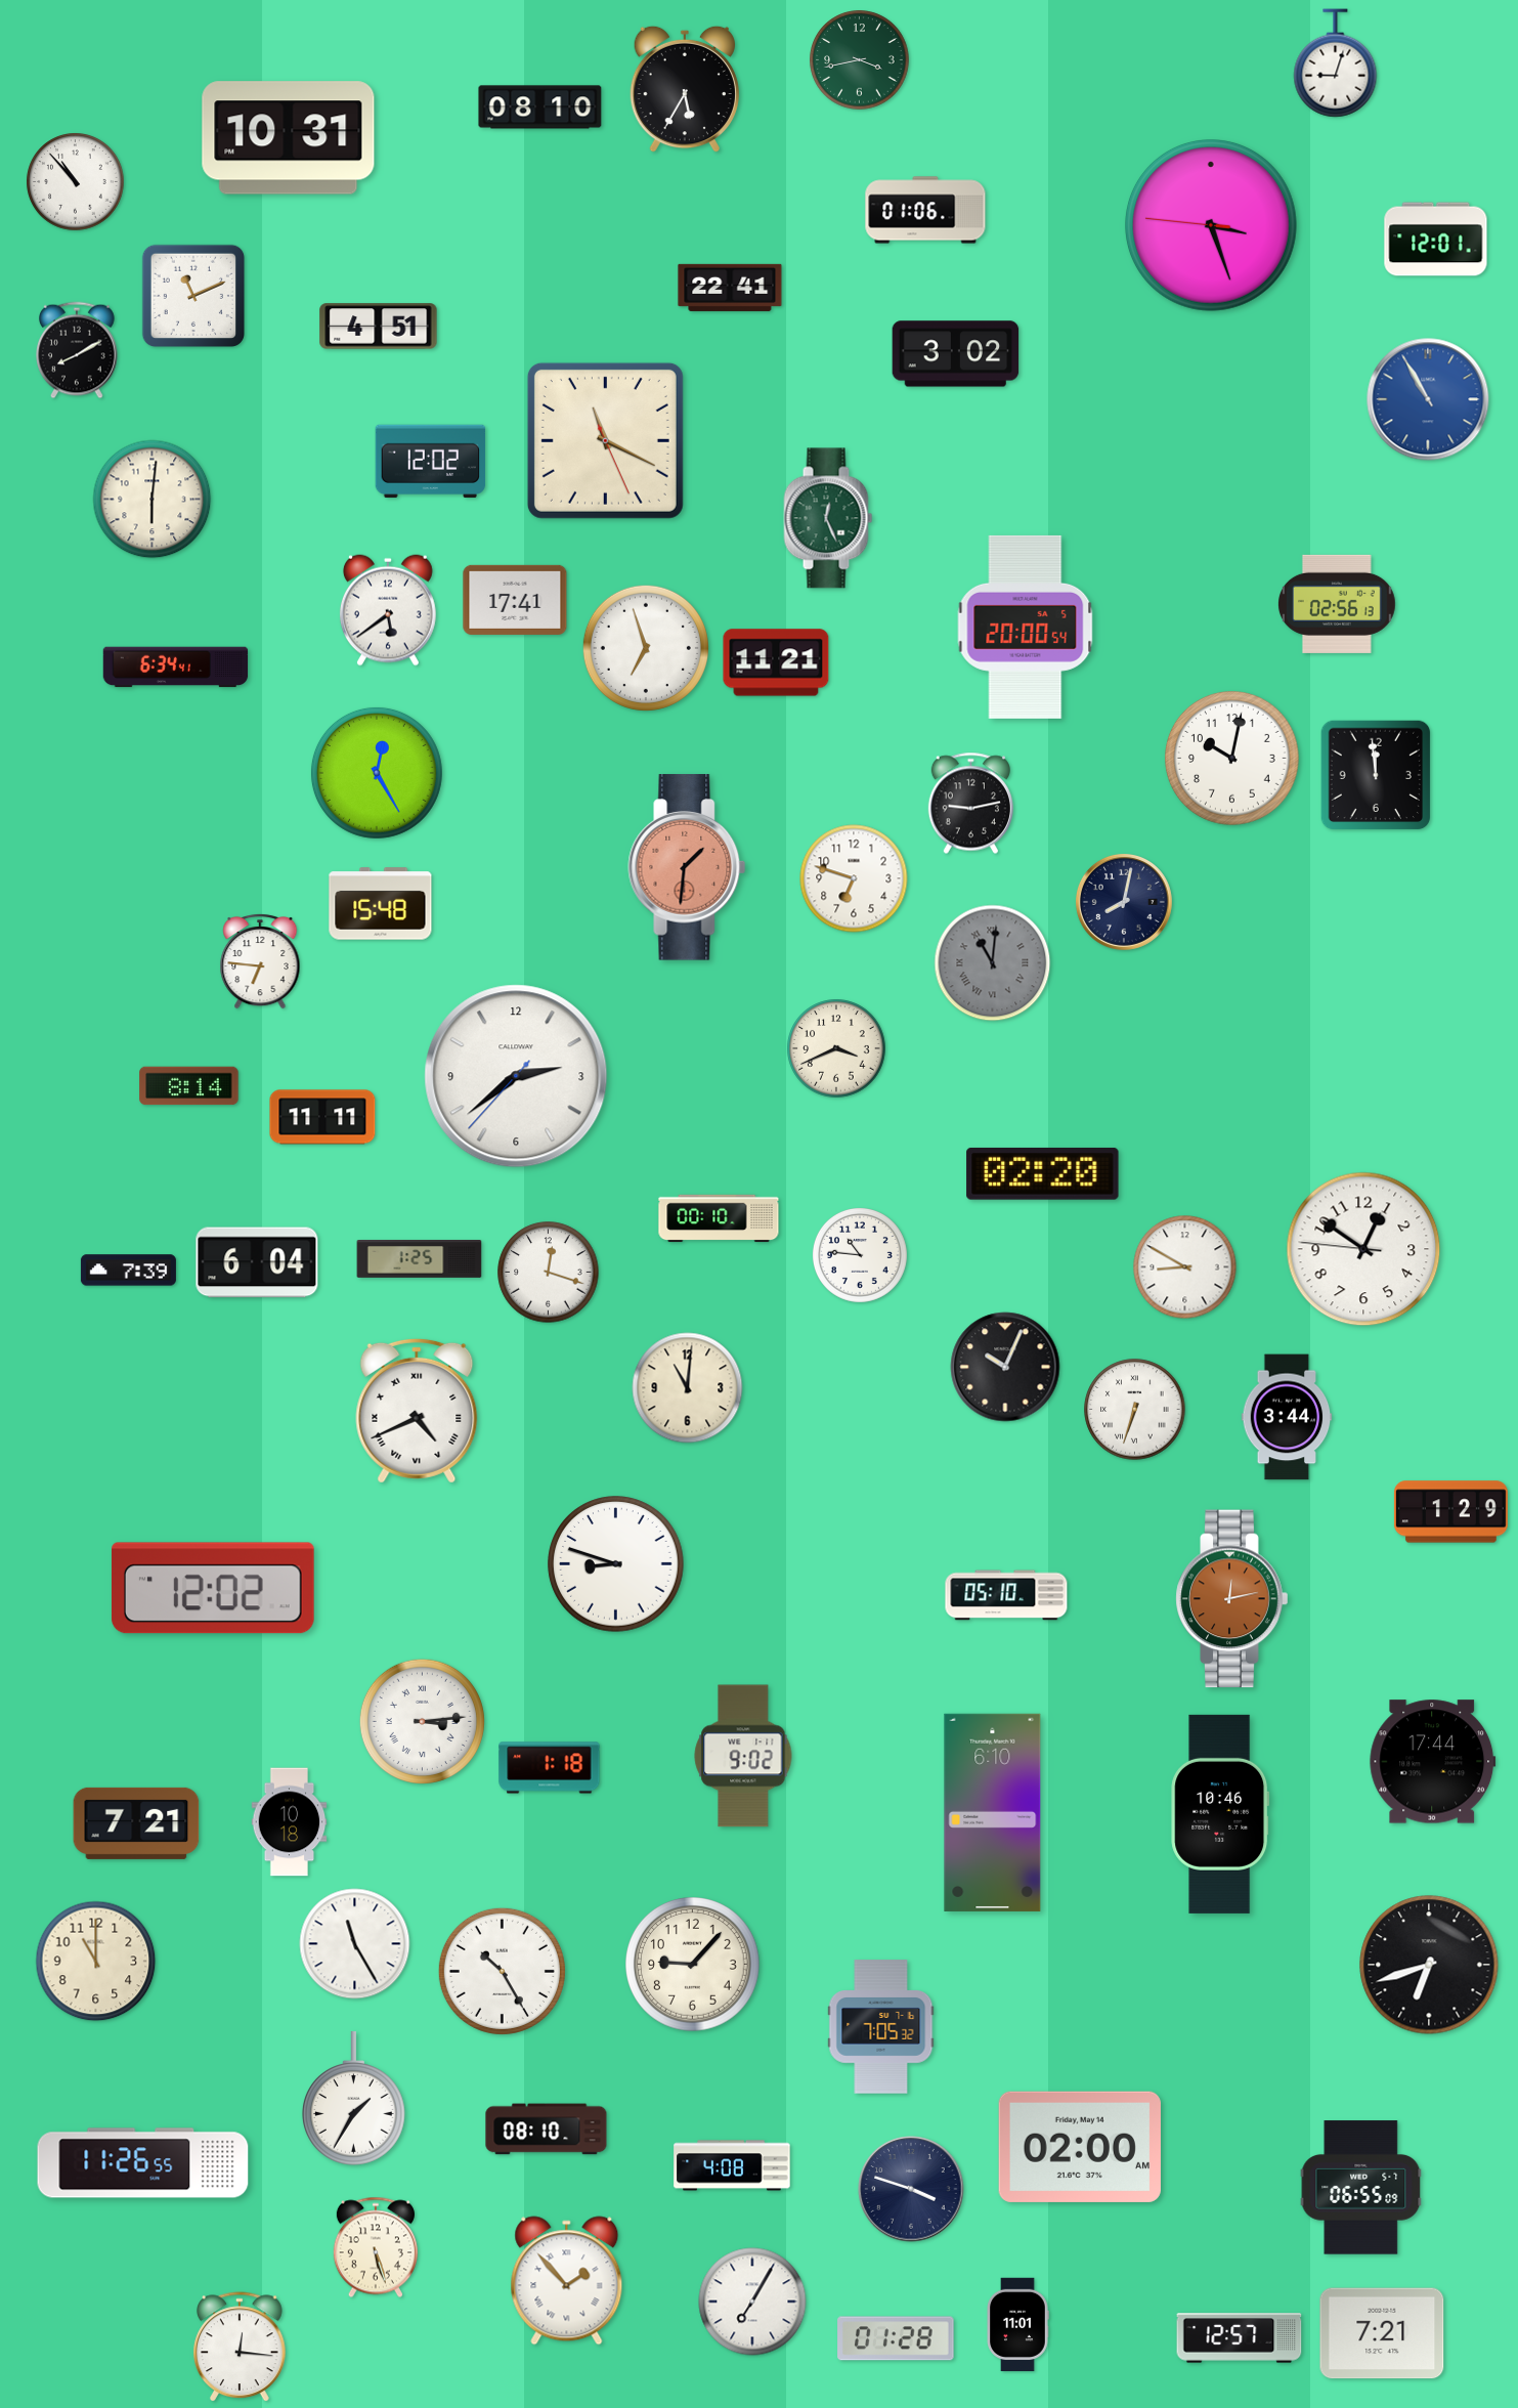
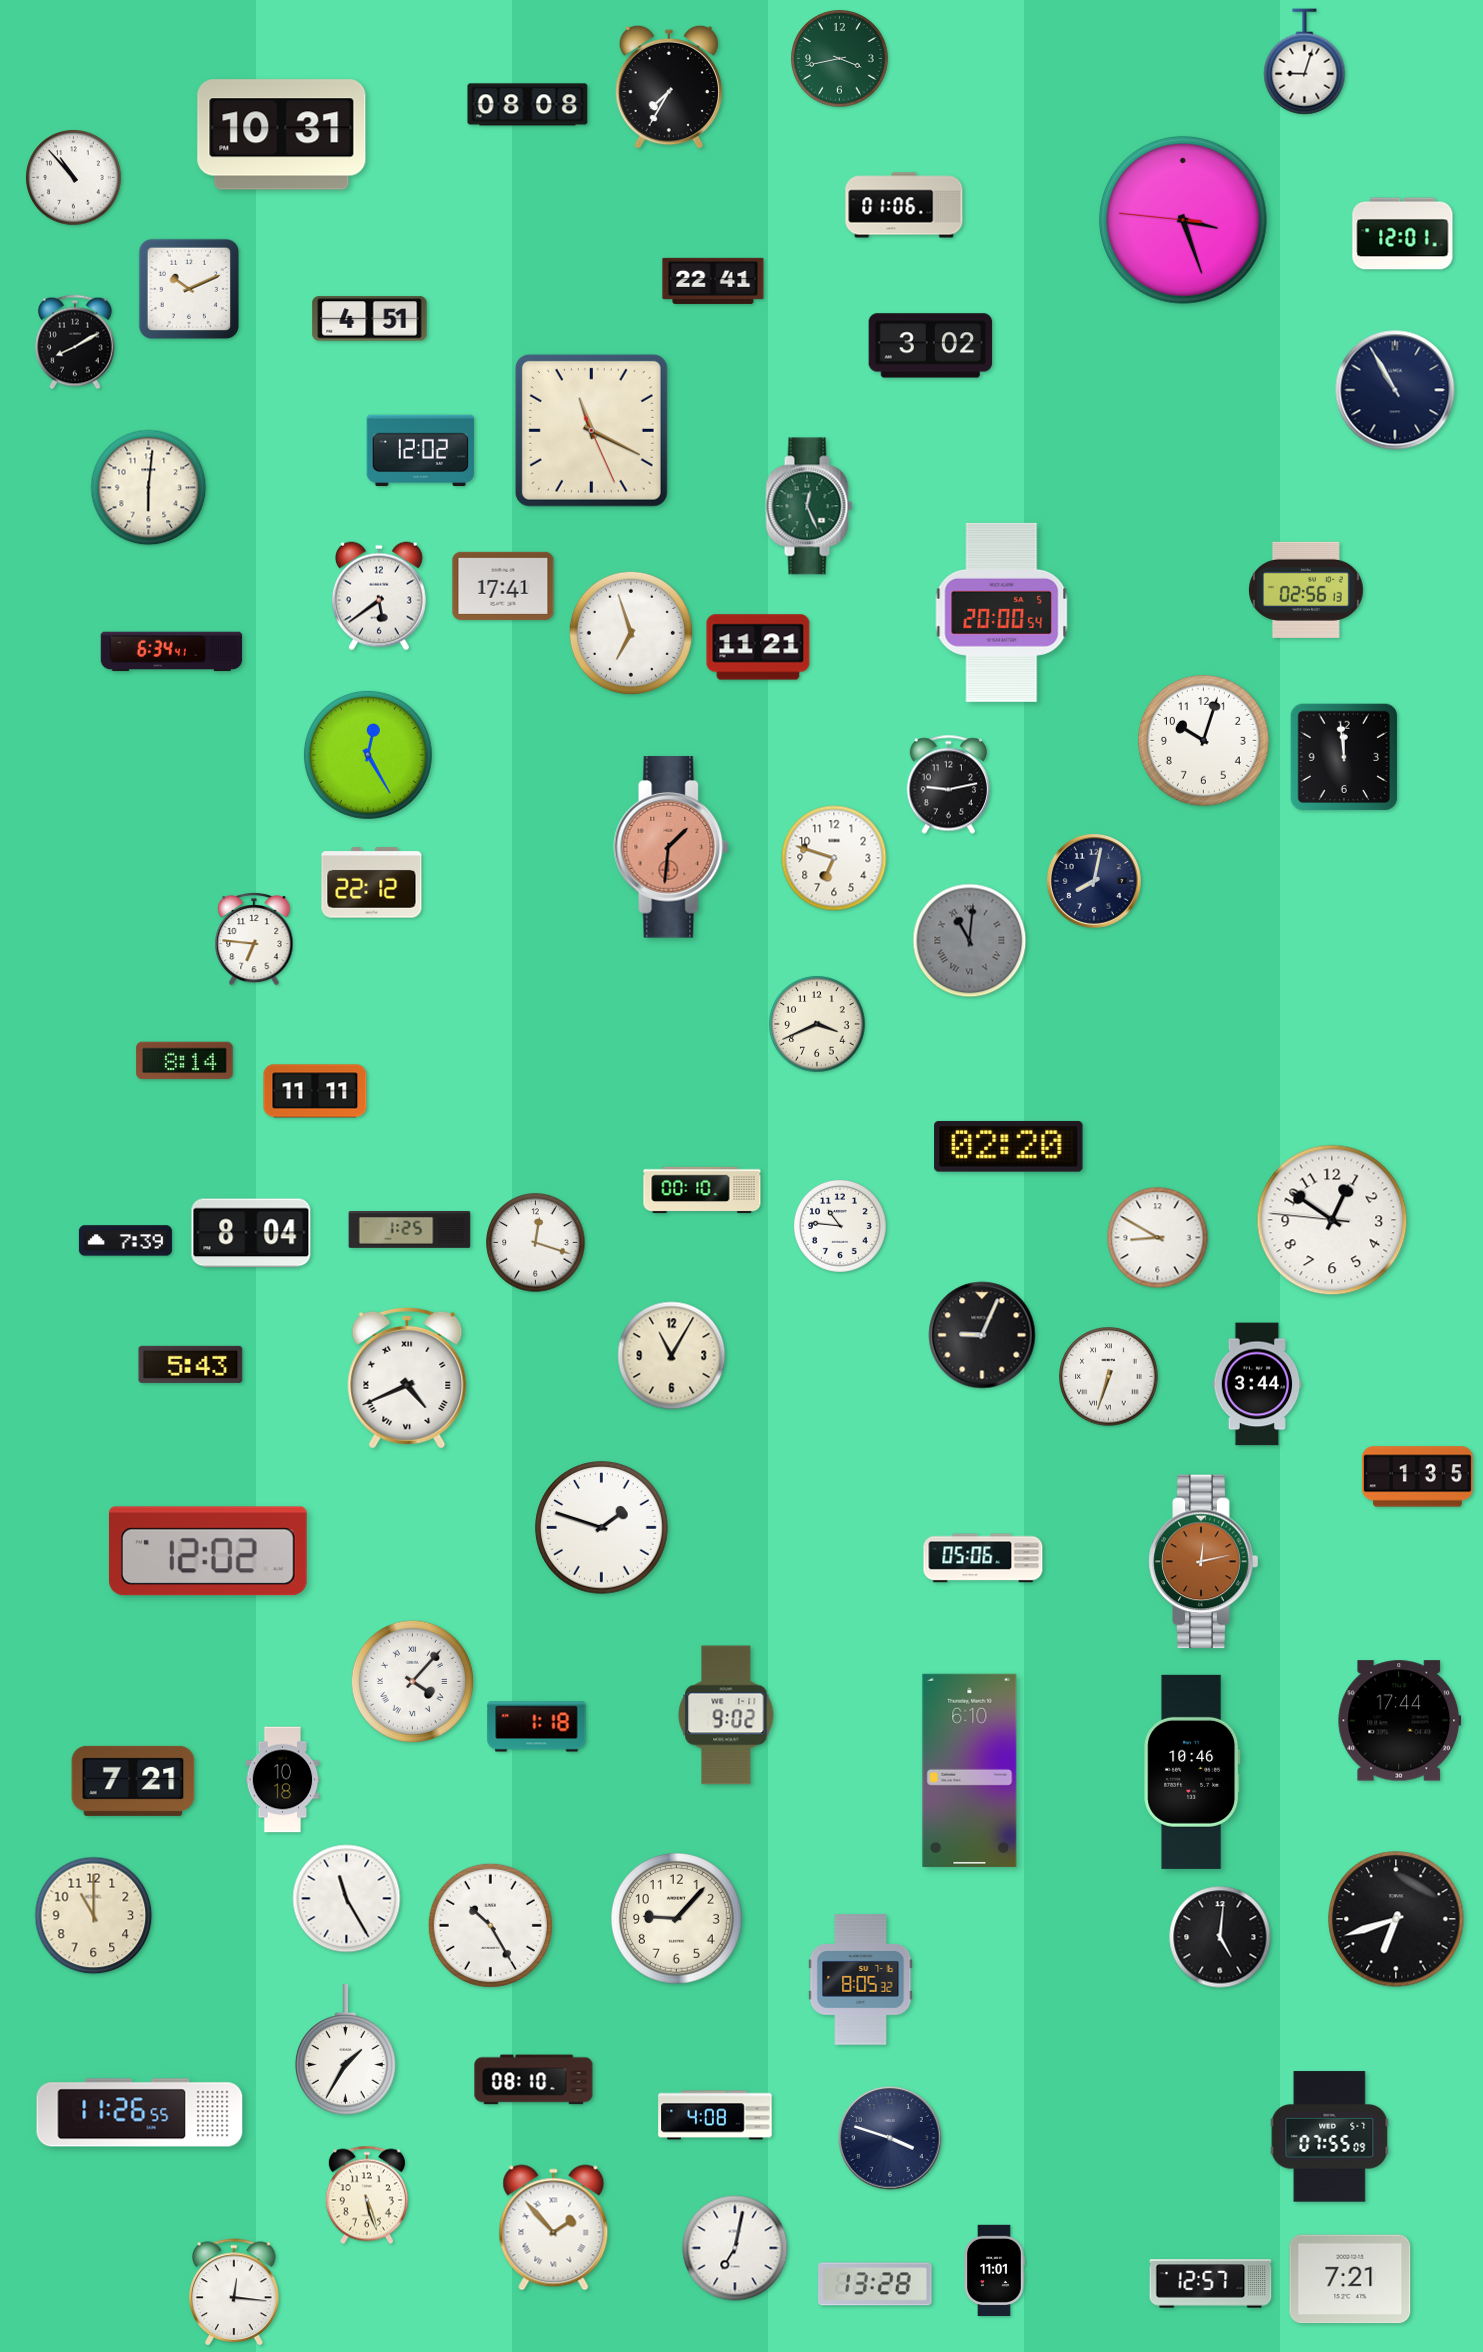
clock at (684, 89): 5:35 -> 7:35
clock at (540, 107): 08:10 -> 08:08
clock at (192, 295): 11:11 -> 10:11
clock at (956, 354) position: (956, 354) -> (931, 346)
clock at (1428, 399) dial: blue -> navy
clock at (1232, 759): 10:02 -> 10:03
clock at (1124, 902) position: (1124, 902) -> (1094, 881)
clock at (381, 904): 15:48 -> 22:12
clock at (516, 1076): 2:38 -> none
clock at (1043, 1174) position: (1043, 1174) -> (1009, 1147)
clock at (257, 1262): 6:04 -> 8:04
clock at (1005, 1367): 10:04 -> 9:04
clock at (688, 1388): 11:01 -> 11:05
clock at (191, 1364): none -> 5:43
clock at (1450, 1512): 1:29 -> 1:35
clock at (616, 1564): 8:48 -> 1:48
clock at (1006, 1595): 05:10 -> 05:06
clock at (422, 1721): 3:14 -> 4:07
clock at (1220, 1937): none -> 5:01
clock at (881, 2027): 7:05 -> 8:05
clock at (1080, 2147): 02:00 -> none
clock at (1361, 2188): 06:55 -> 07:55
clock at (752, 2302): 7:05 -> 7:02
clock at (896, 2338): 01:28 -> 13:28
